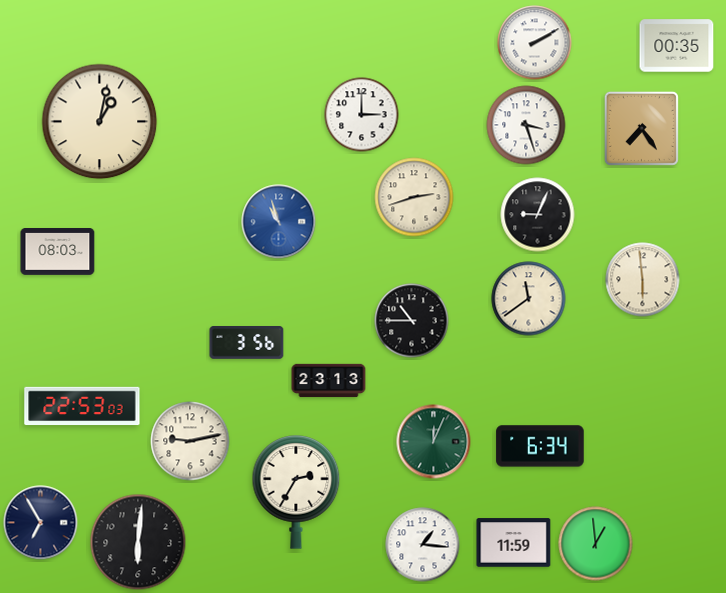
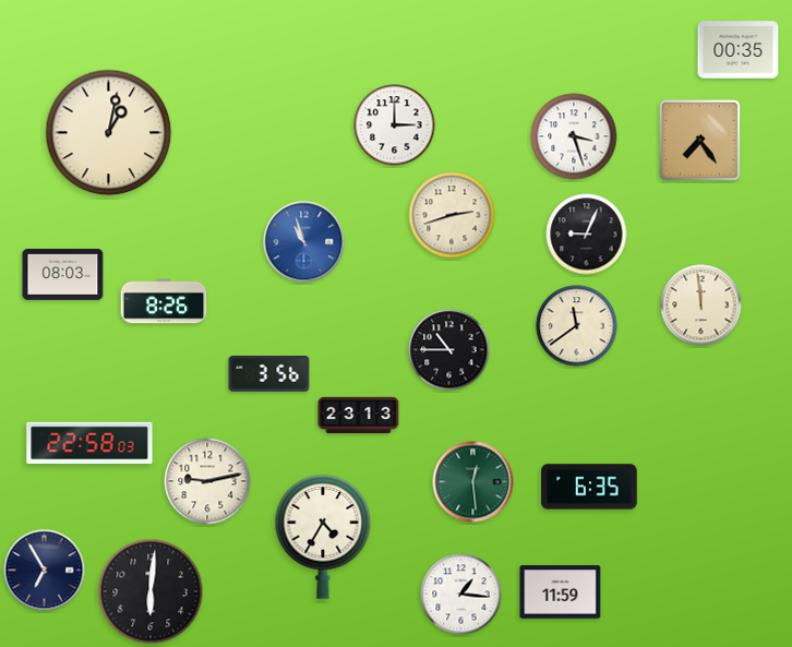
clock at (535, 43): 2:10 -> none
clock at (164, 301): none -> 8:26
clock at (643, 280): 5:59 -> 11:59
clock at (82, 406): 22:53 -> 22:58
clock at (434, 442): 12:04 -> 12:29
clock at (540, 446): 6:34 -> 6:35
clock at (296, 492): 2:35 -> 4:35
clock at (596, 544): 12:59 -> none
